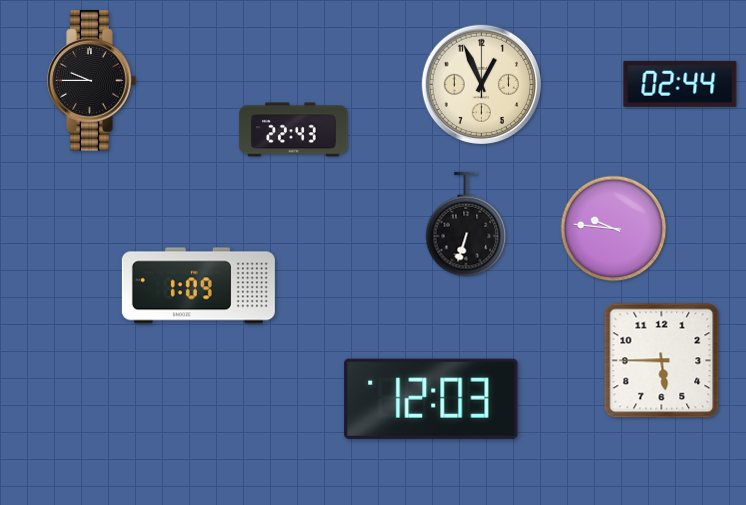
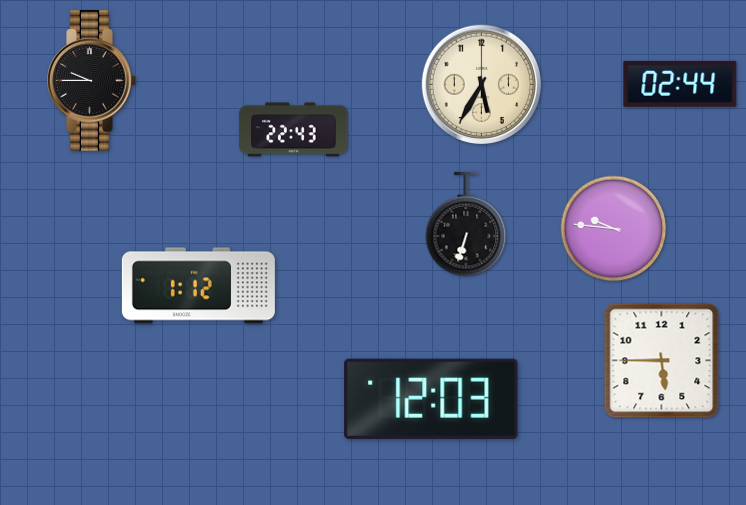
clock at (481, 84): 12:56 -> 5:35
clock at (198, 286): 1:09 -> 1:12
